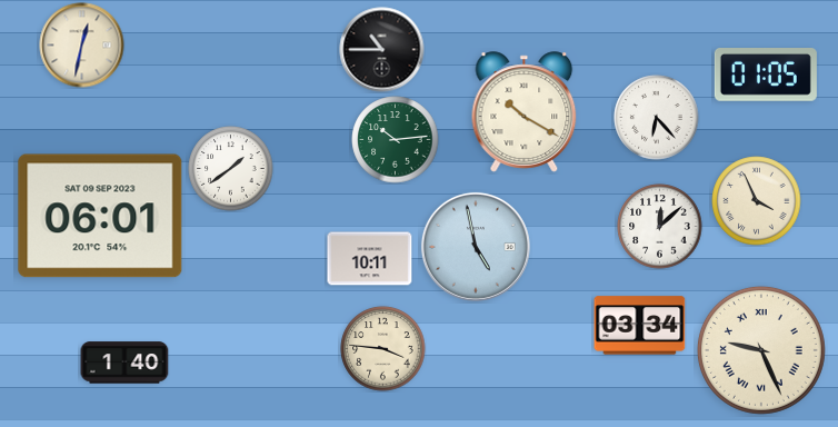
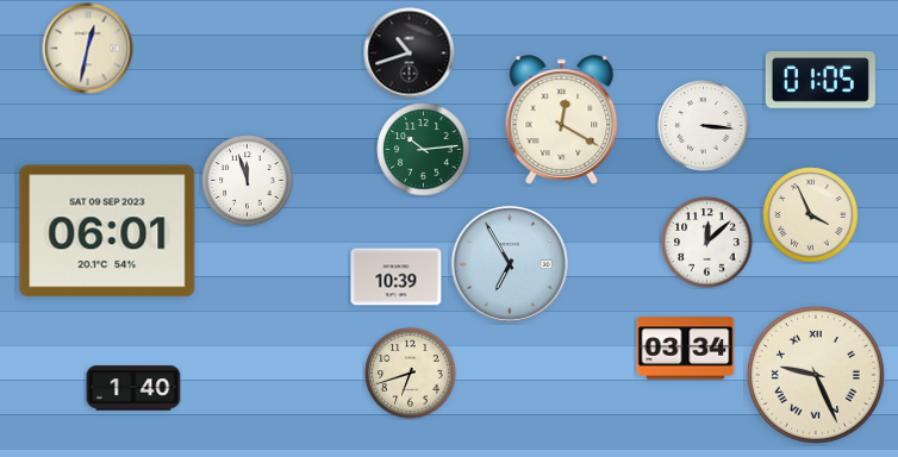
clock at (382, 50): 10:45 -> 10:42
clock at (525, 112): 10:20 -> 12:20
clock at (657, 118): 6:23 -> 3:16
clock at (231, 169): 1:39 -> 11:57
clock at (476, 247): 4:58 -> 6:55
clock at (370, 259): 10:11 -> 10:39
clock at (383, 349): 3:46 -> 6:42
